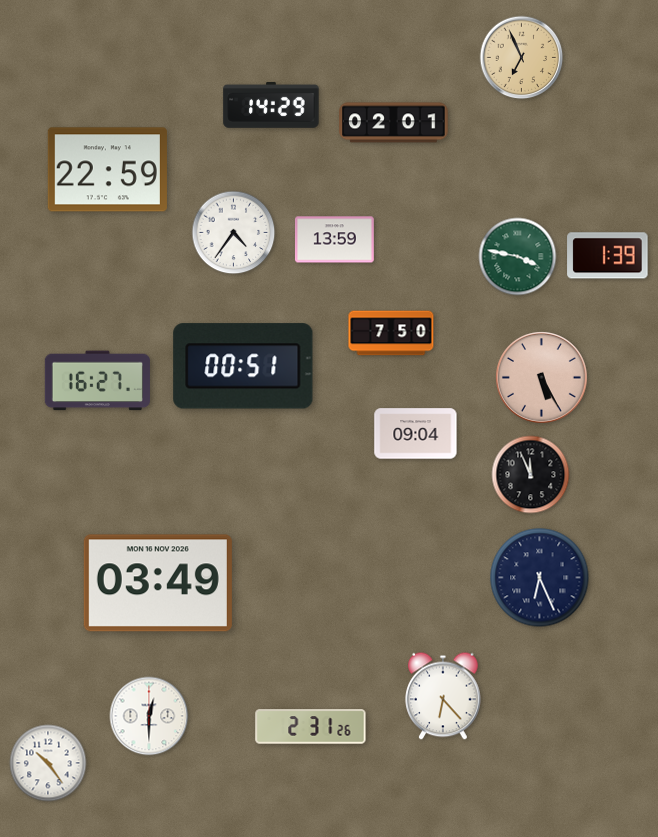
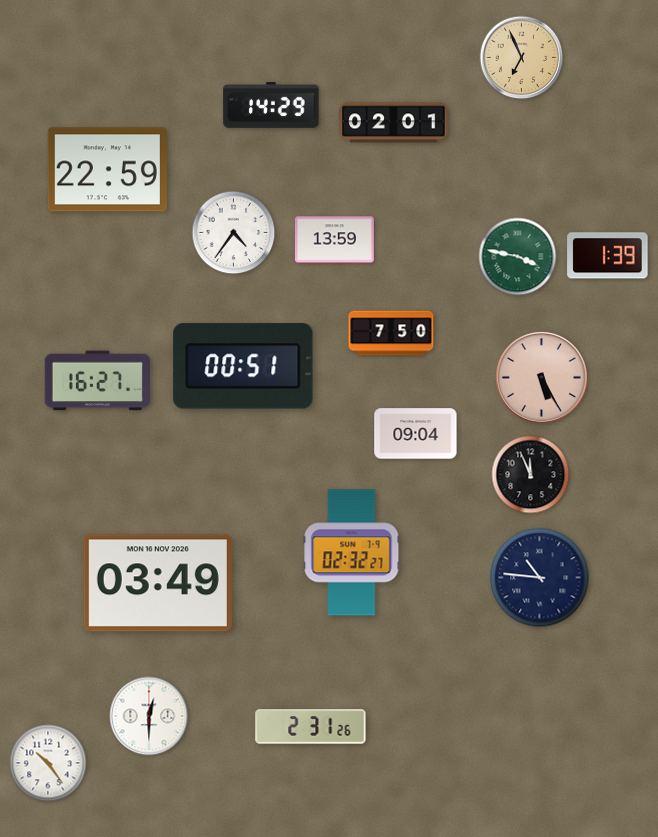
clock at (352, 553): none -> 02:32
clock at (540, 578): 6:26 -> 10:46
clock at (443, 696): 6:23 -> none
